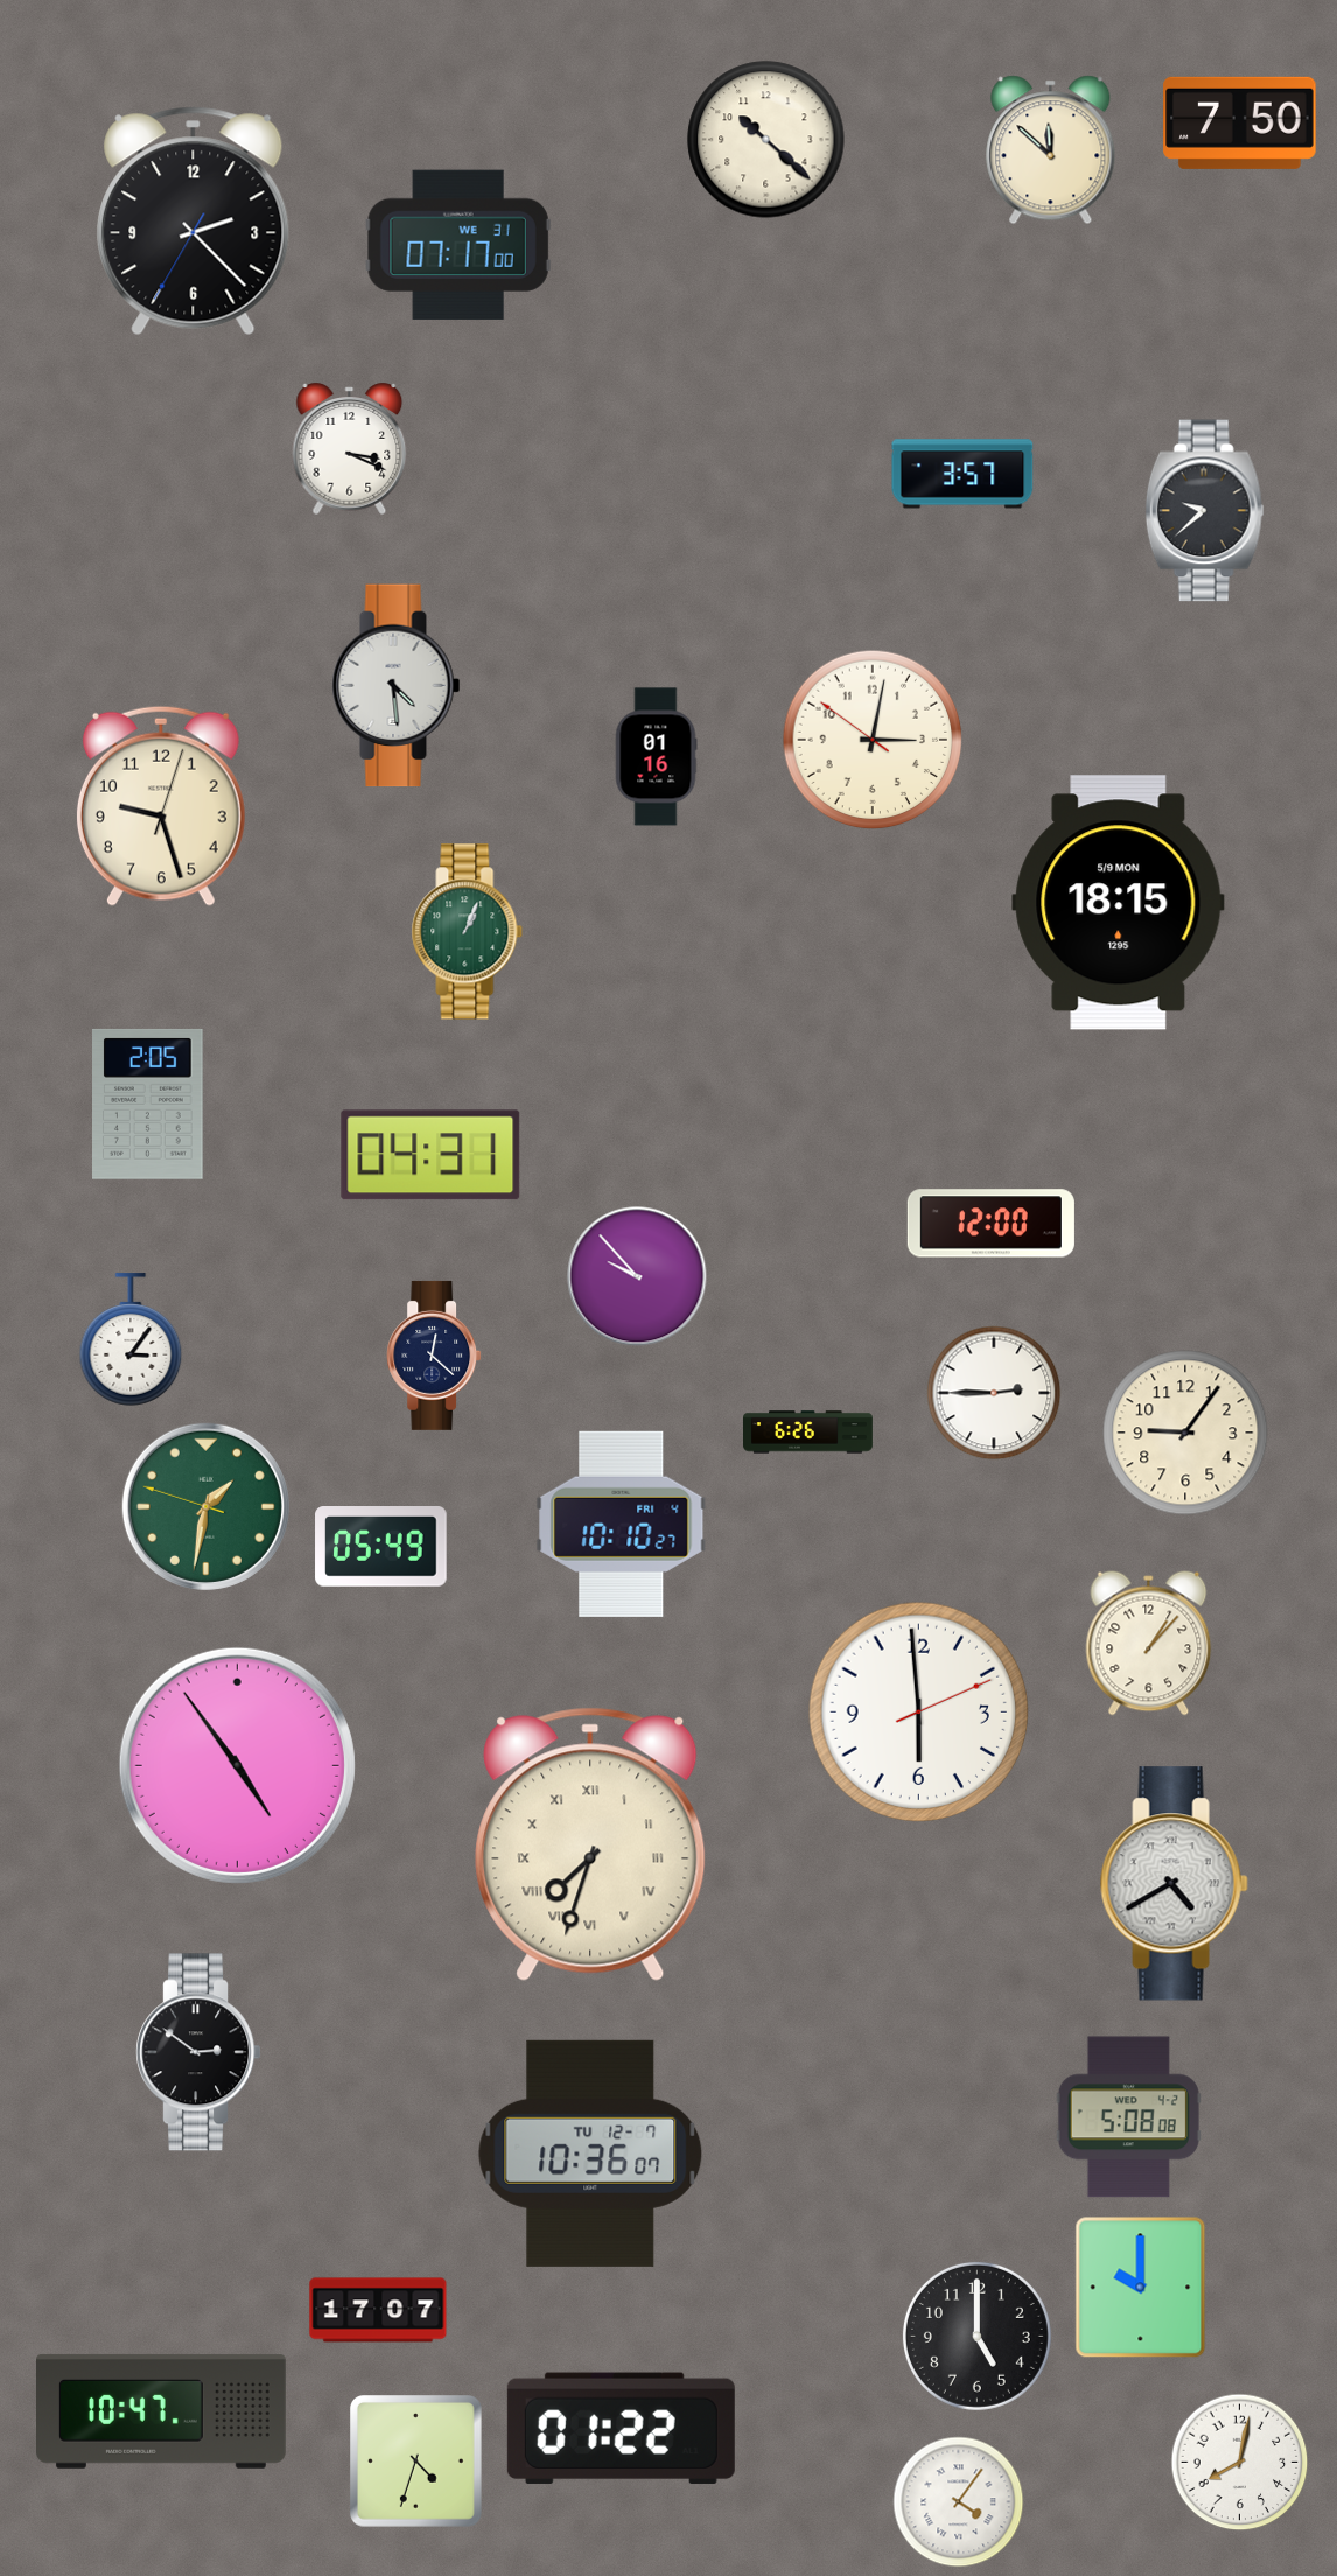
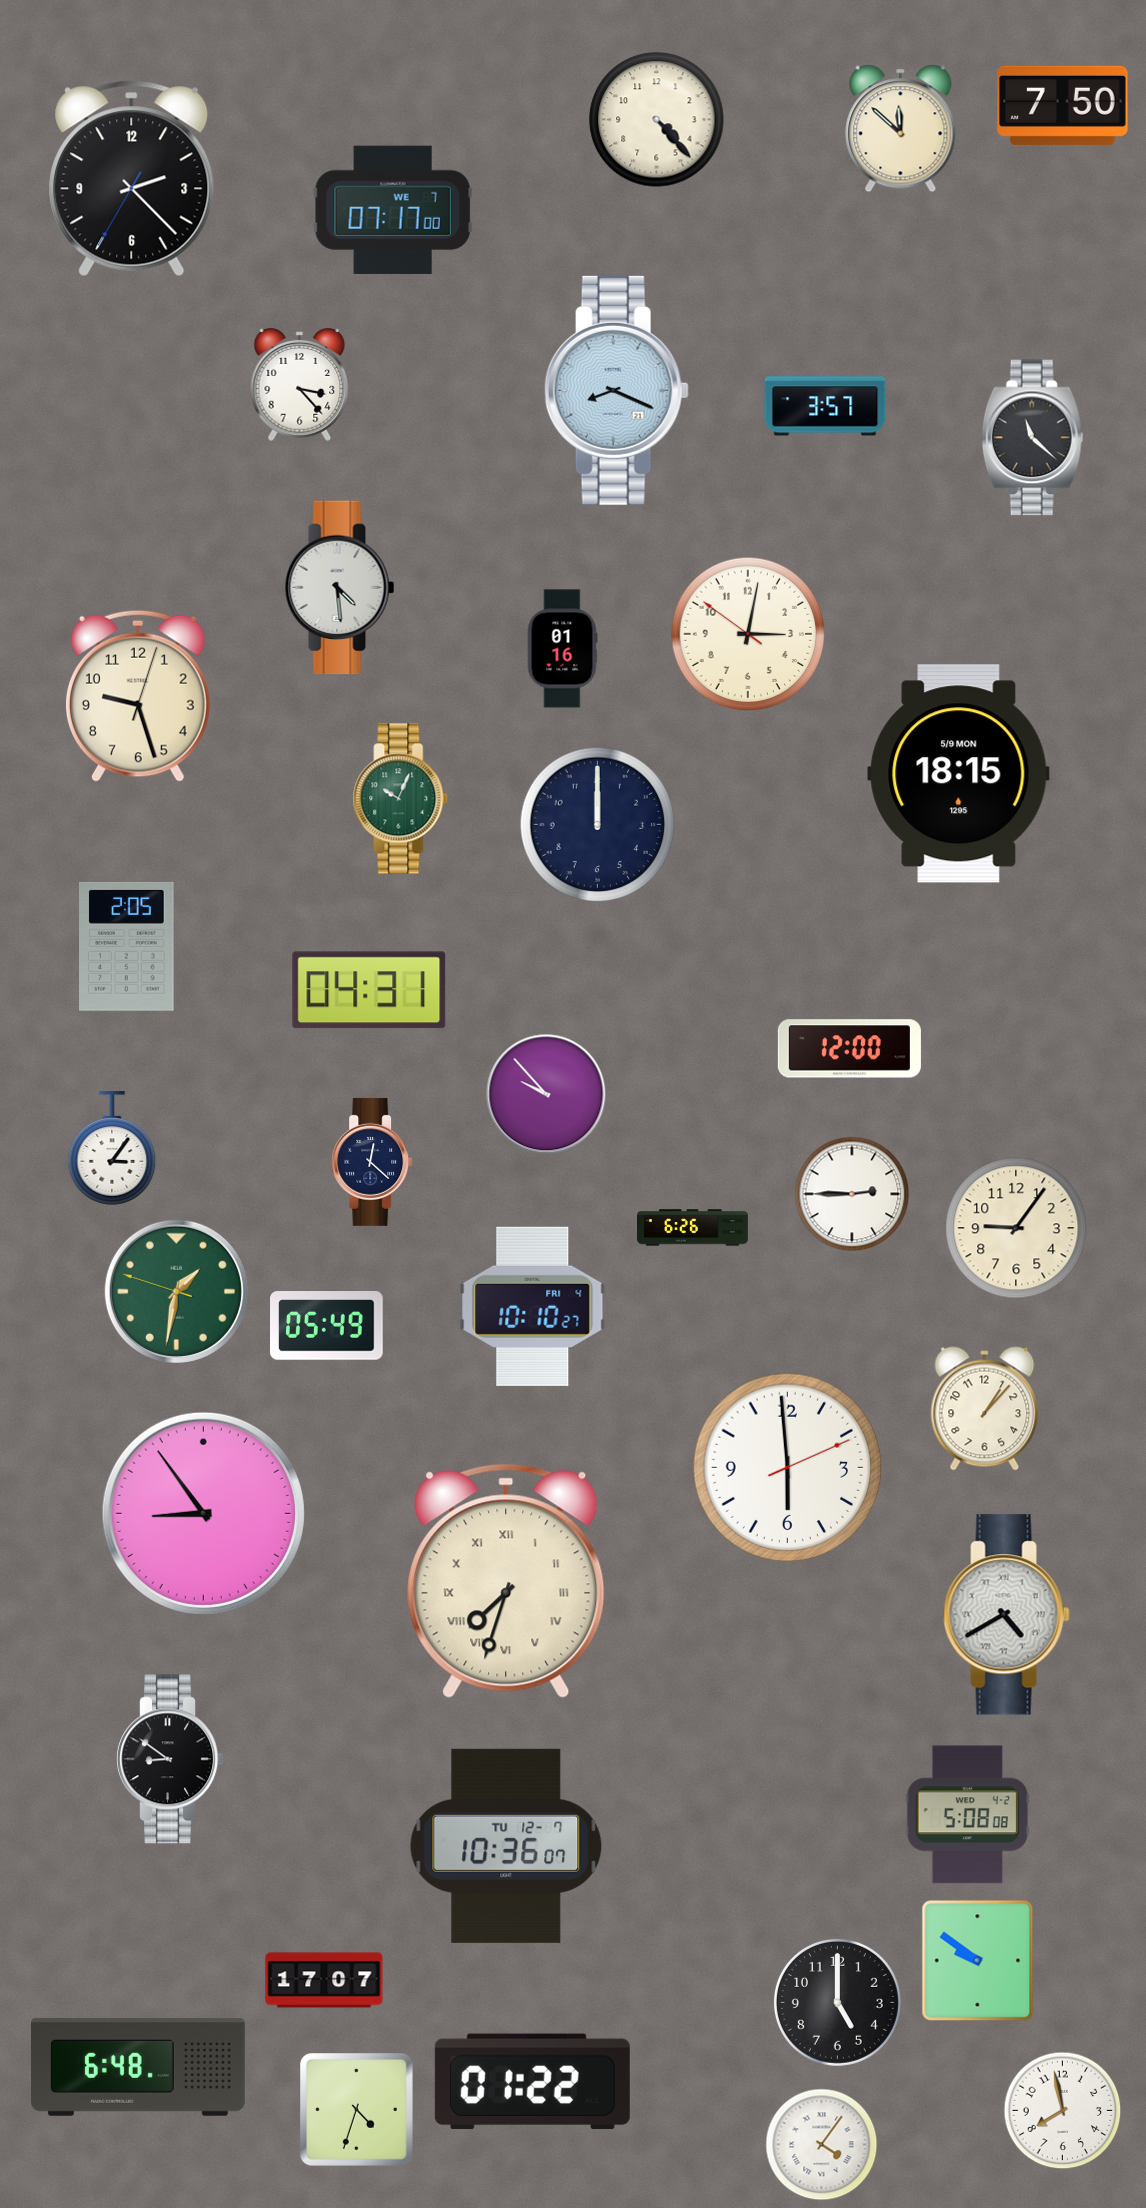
clock at (766, 140): 10:22 -> 4:23
clock at (194, 222) position: (194, 222) -> (132, 179)
clock at (459, 245) date: WE 31 -> WE 7
clock at (350, 448): 3:19 -> 3:23
clock at (616, 390): none -> 8:19
clock at (1205, 511): 9:38 -> 11:22
clock at (161, 806) position: (161, 806) -> (138, 696)
clock at (468, 932): 1:04 -> 10:04
clock at (598, 825): none -> 12:00
clock at (237, 1765): 4:54 -> 8:54
clock at (198, 2052): 2:51 -> 8:51
clock at (1141, 2288): 10:00 -> 9:51
clock at (162, 2411): 10:47 -> 6:48
clock at (1240, 2463): 8:02 -> 7:58
